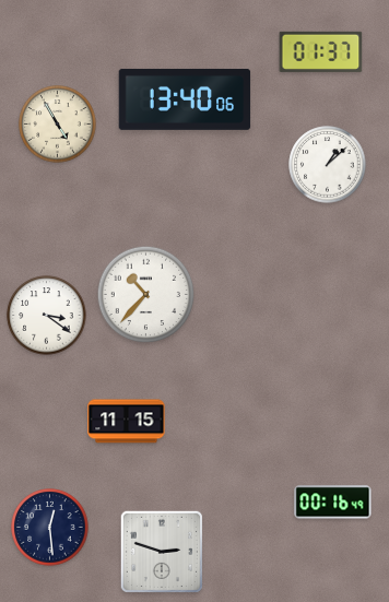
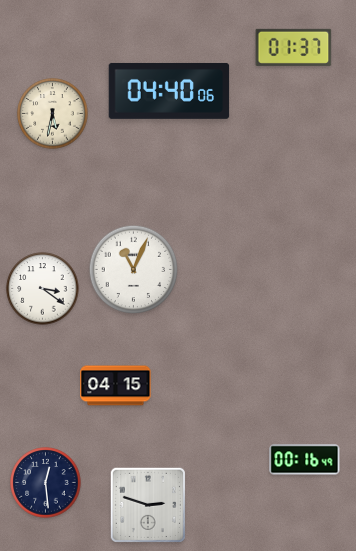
clock at (185, 99): 13:40 -> 04:40
clock at (58, 125): 4:55 -> 5:32
clock at (328, 165): 1:08 -> none
clock at (146, 295): 10:37 -> 11:04
clock at (127, 422): 11:15 -> 04:15
